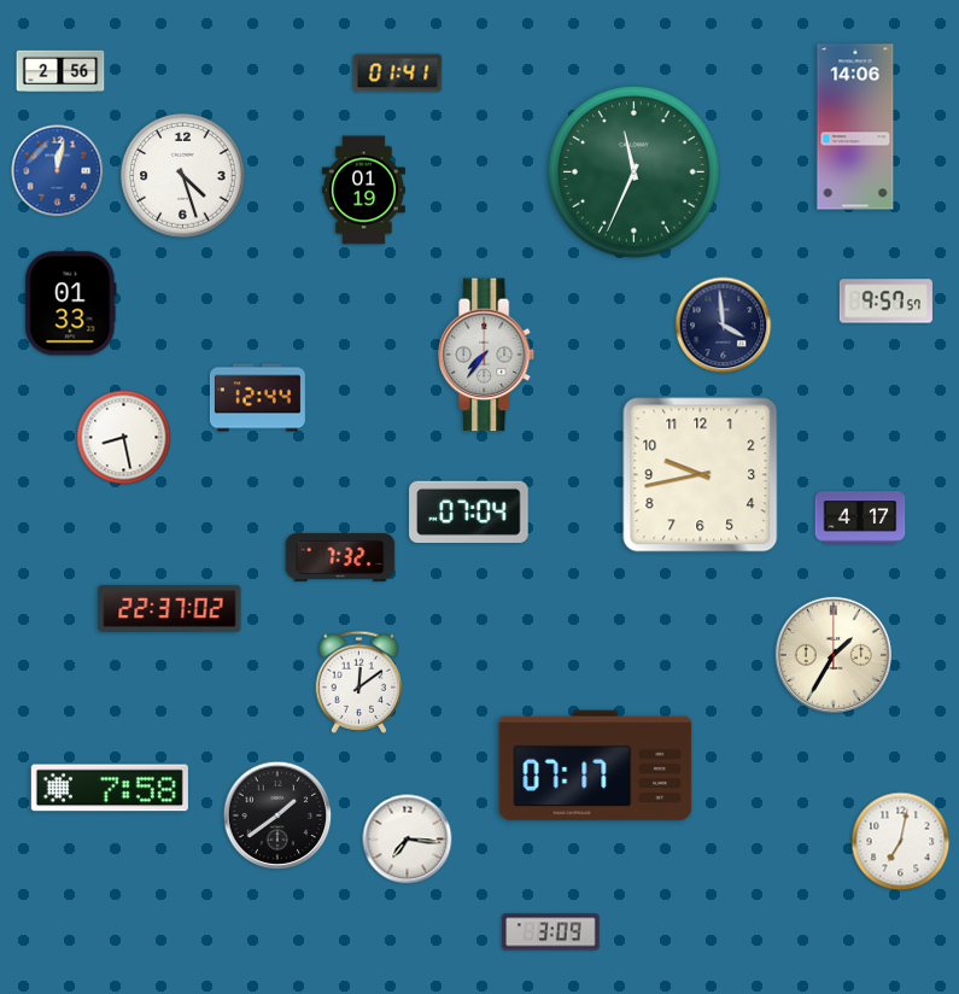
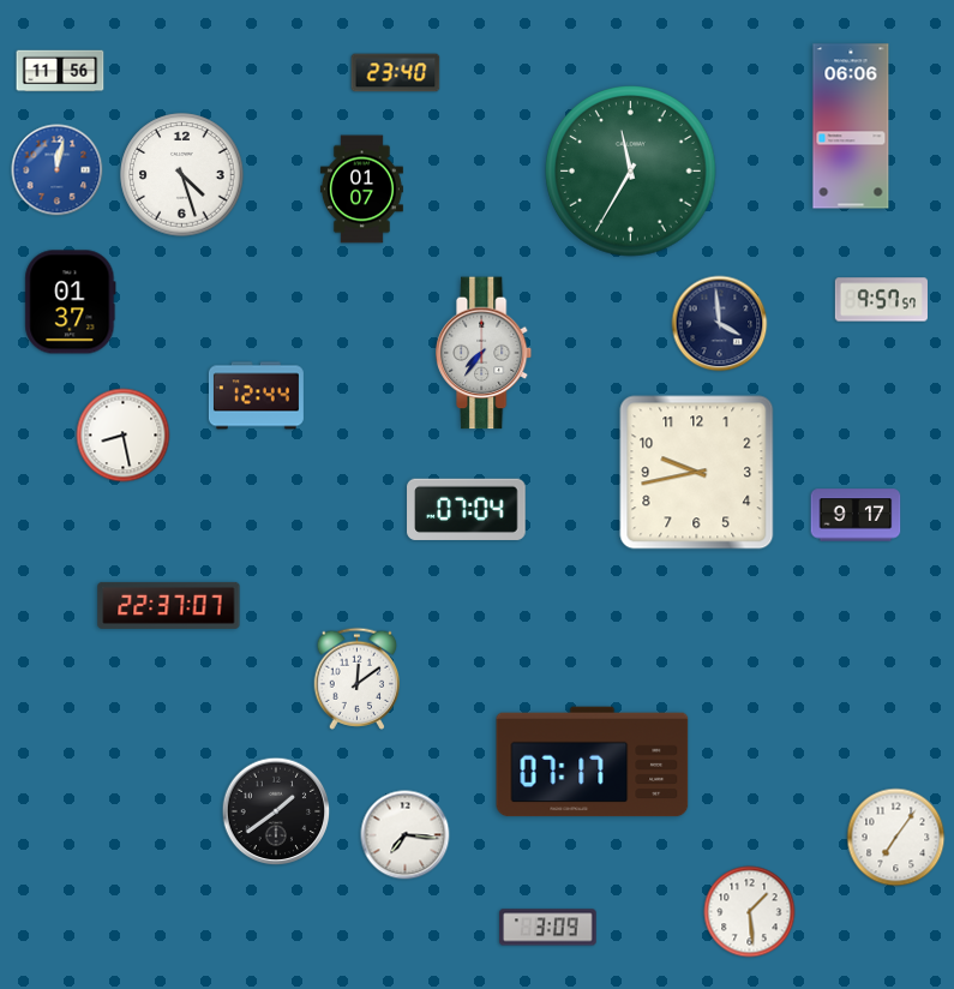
clock at (60, 71): 2:56 -> 11:56
clock at (398, 74): 01:41 -> 23:40
clock at (855, 127): 14:06 -> 06:06
clock at (635, 173): 11:34 -> 11:35
clock at (363, 191): 01:19 -> 01:07
clock at (71, 304): 01:33 -> 01:37
clock at (860, 518): 4:17 -> 9:17
clock at (340, 557): 7:32 -> none
clock at (170, 608): 22:37:02 -> 22:37:07
clock at (834, 655): 1:35 -> none
clock at (110, 788): 7:58 -> none
clock at (901, 842): 7:02 -> 7:06
clock at (750, 912): none -> 1:29
